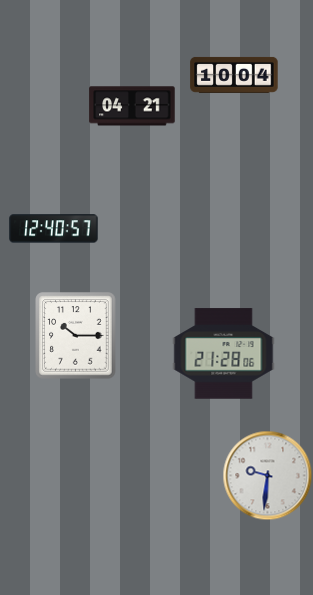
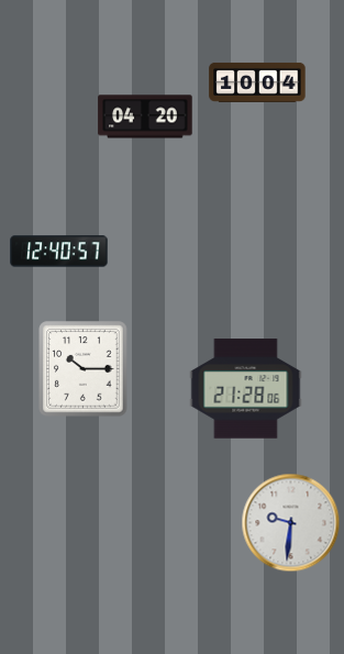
clock at (132, 106): 04:21 -> 04:20
clock at (267, 475) position: (267, 475) -> (290, 522)
